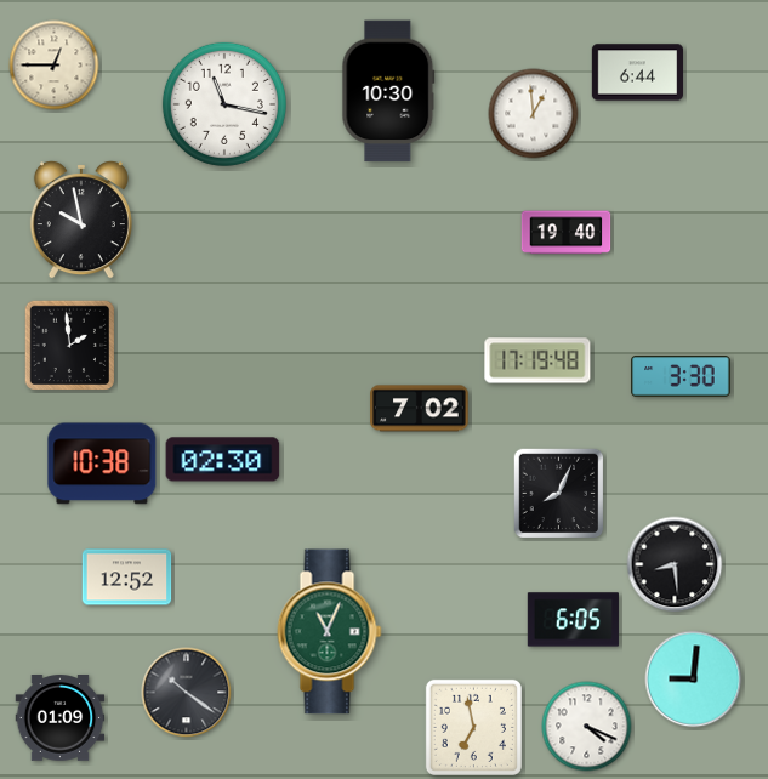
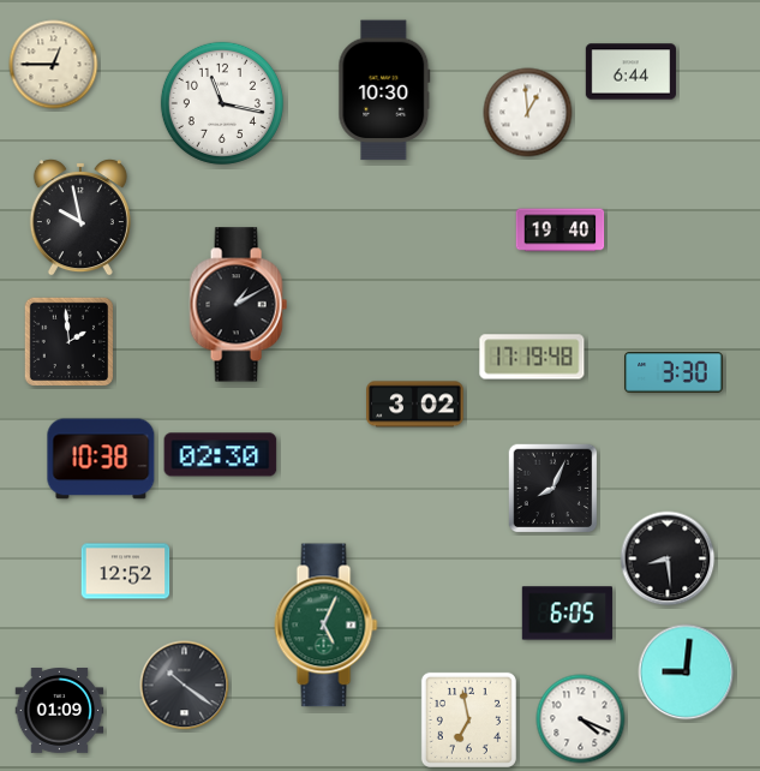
clock at (238, 305): none -> 1:10
clock at (420, 409): 7:02 -> 3:02
clock at (330, 632): 11:04 -> 5:04
